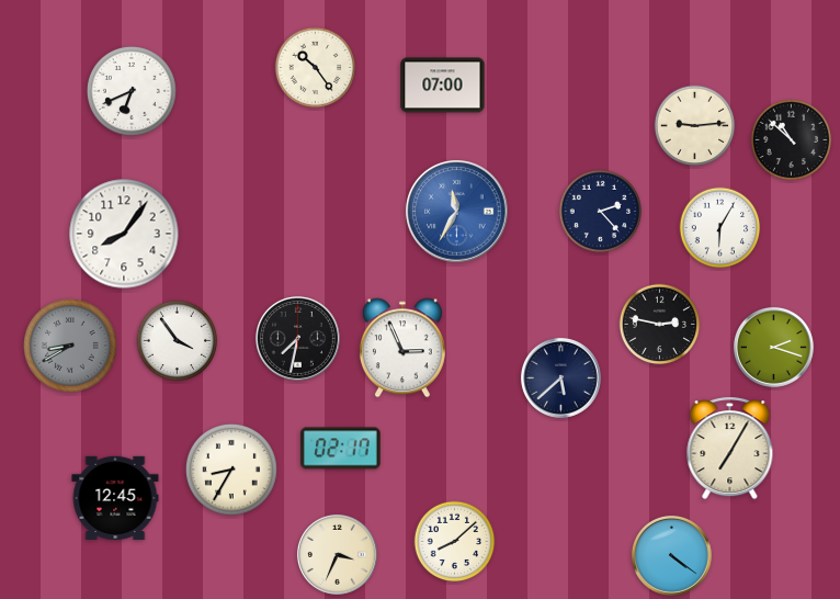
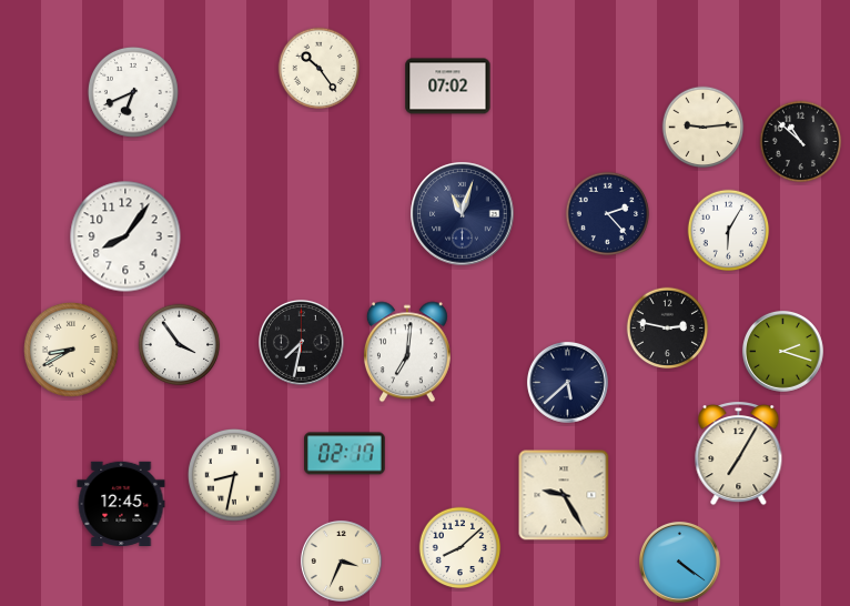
clock at (443, 86): 07:00 -> 07:02
clock at (457, 212): 11:35 -> 11:03
clock at (457, 212) dial: blue -> navy
clock at (71, 347) dial: grey -> cream
clock at (402, 348): 2:56 -> 7:01
clock at (231, 470): 8:35 -> 8:32
clock at (564, 495): none -> 9:25
clock at (115, 497) position: (115, 497) -> (121, 503)
